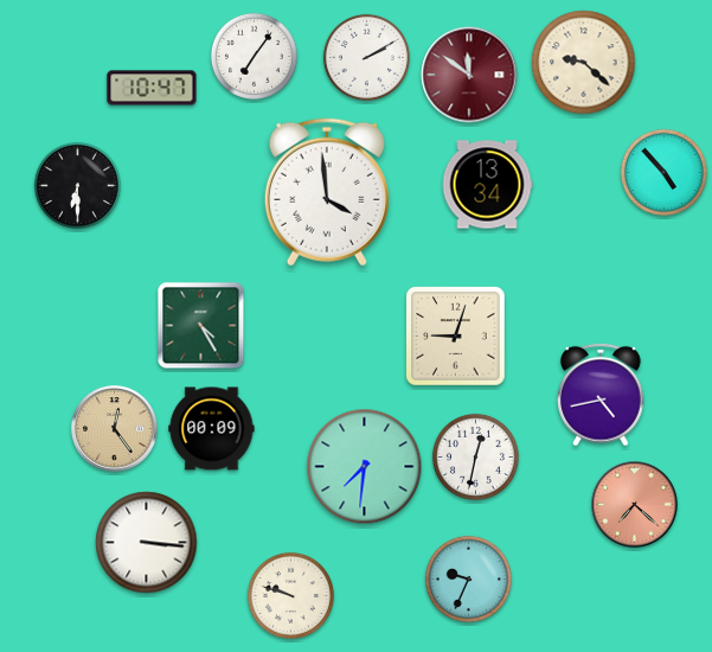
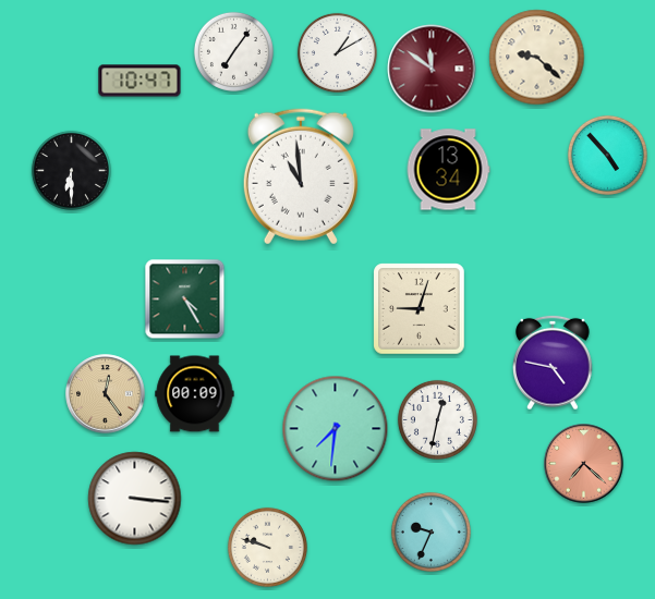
clock at (366, 57): 2:10 -> 1:10
clock at (663, 172) position: (663, 172) -> (607, 155)
clock at (327, 192): 3:59 -> 10:59
clock at (602, 395): 4:43 -> 4:47
